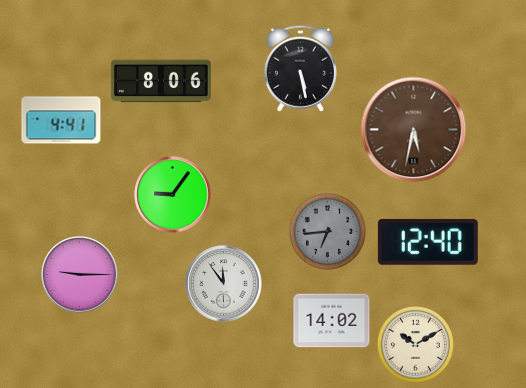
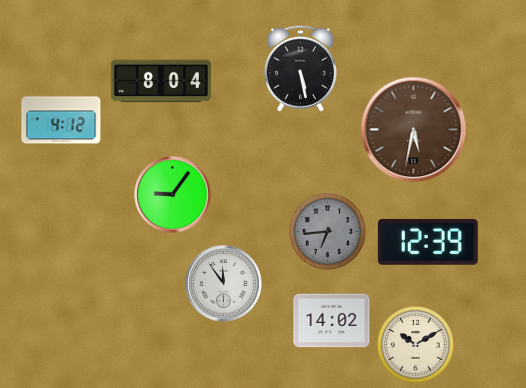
clock at (161, 81): 8:06 -> 8:04
clock at (61, 120): 4:41 -> 4:12
clock at (428, 242): 12:40 -> 12:39
clock at (80, 275): 9:15 -> none
